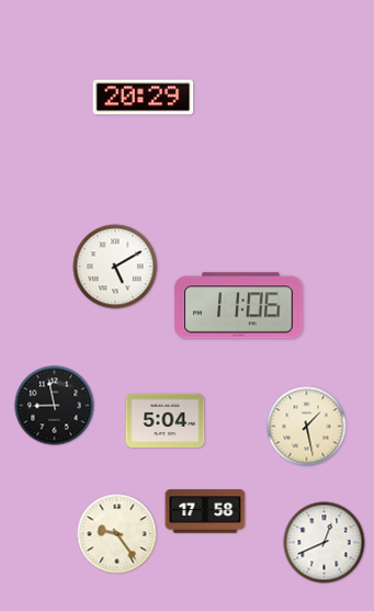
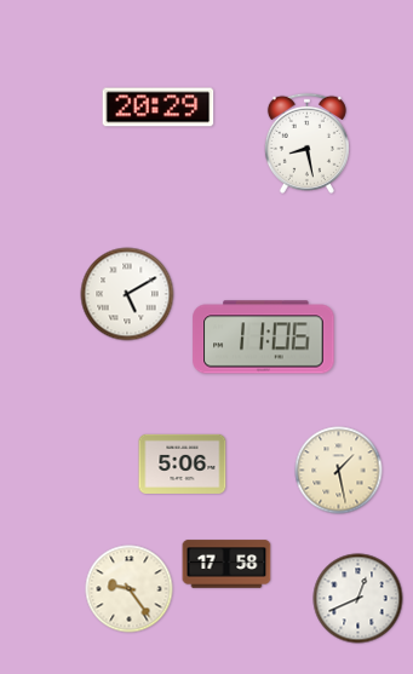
clock at (306, 143): none -> 8:28
clock at (55, 406): 8:58 -> none
clock at (166, 420): 5:04 -> 5:06
